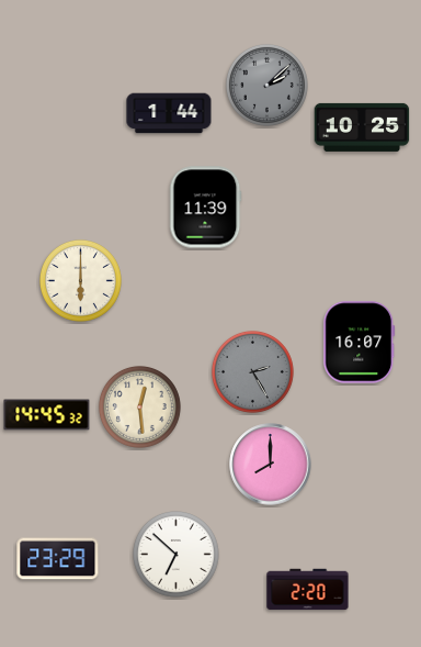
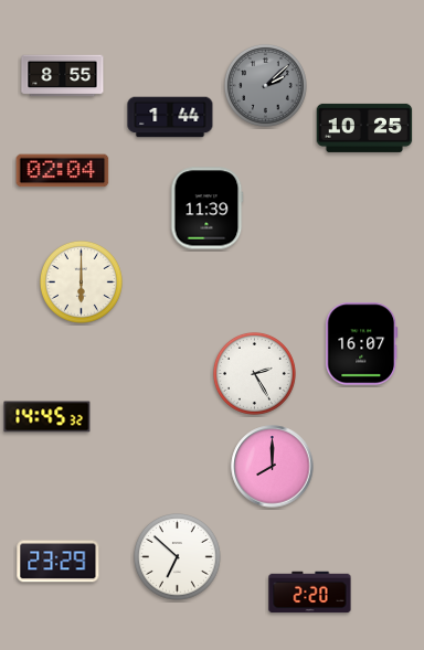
clock at (63, 76): none -> 8:55
clock at (266, 85) position: (266, 85) -> (265, 85)
clock at (169, 113) position: (169, 113) -> (170, 117)
clock at (63, 171): none -> 02:04
clock at (252, 371) dial: grey -> white
clock at (139, 406): 12:29 -> none
